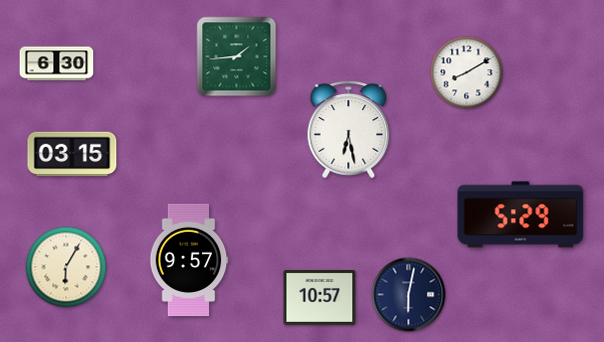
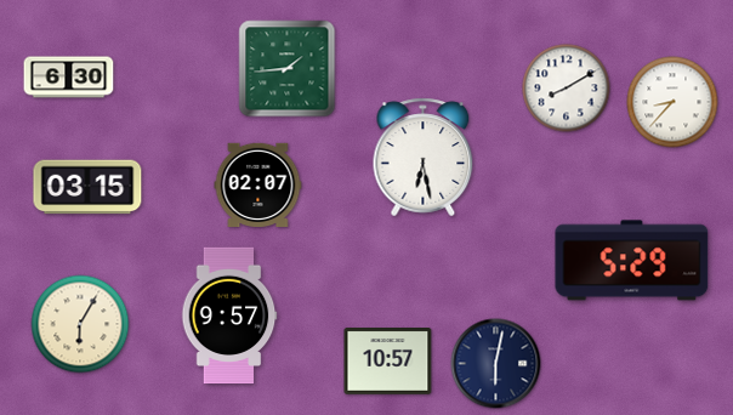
clock at (672, 102): none -> 8:37
clock at (258, 186): none -> 02:07
clock at (409, 295) position: (409, 295) -> (496, 364)
